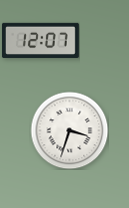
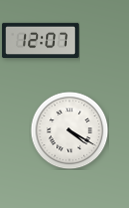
clock at (69, 130): 3:33 -> 4:20
